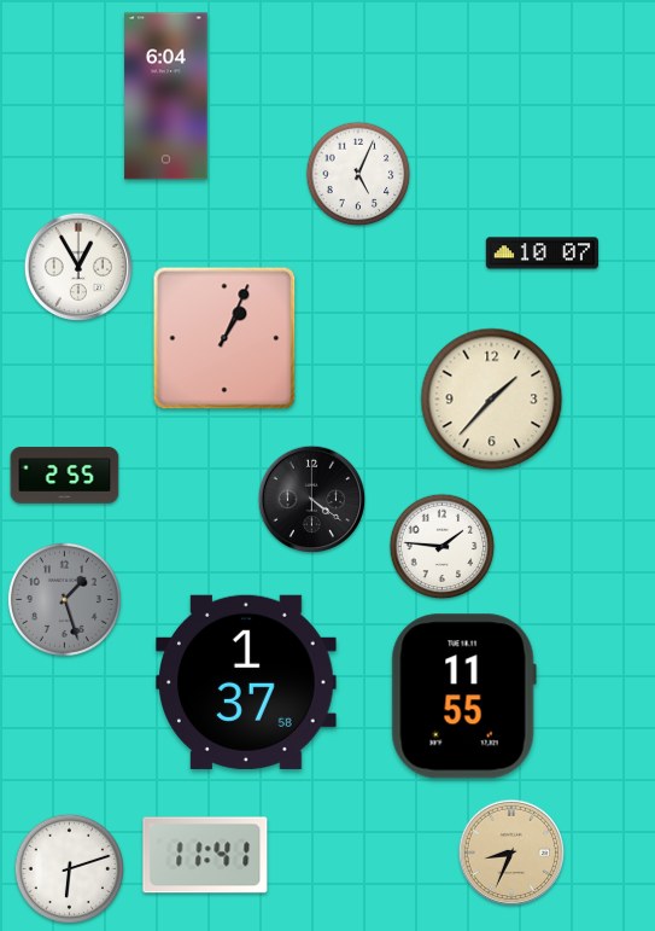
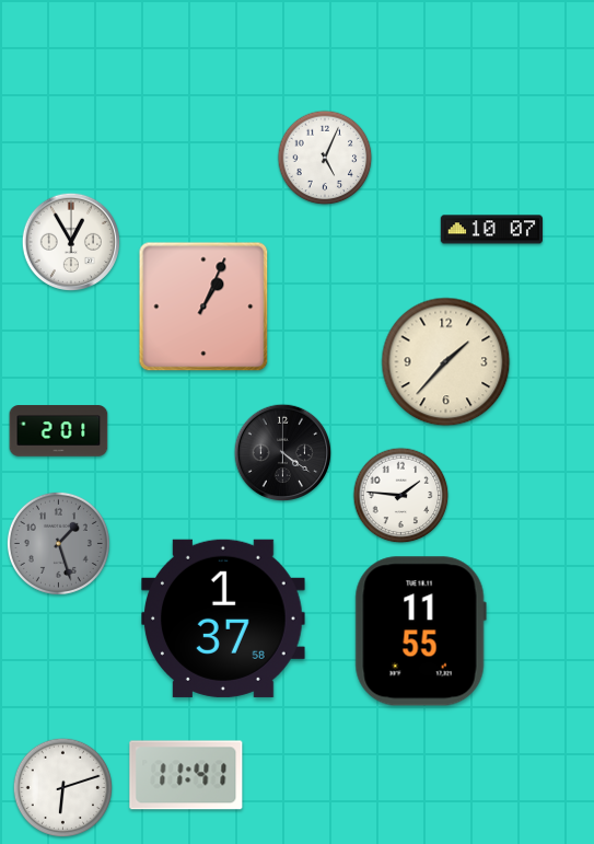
clock at (166, 97): 6:04 -> none
clock at (65, 476): 2:55 -> 2:01
clock at (511, 853): 8:34 -> none
